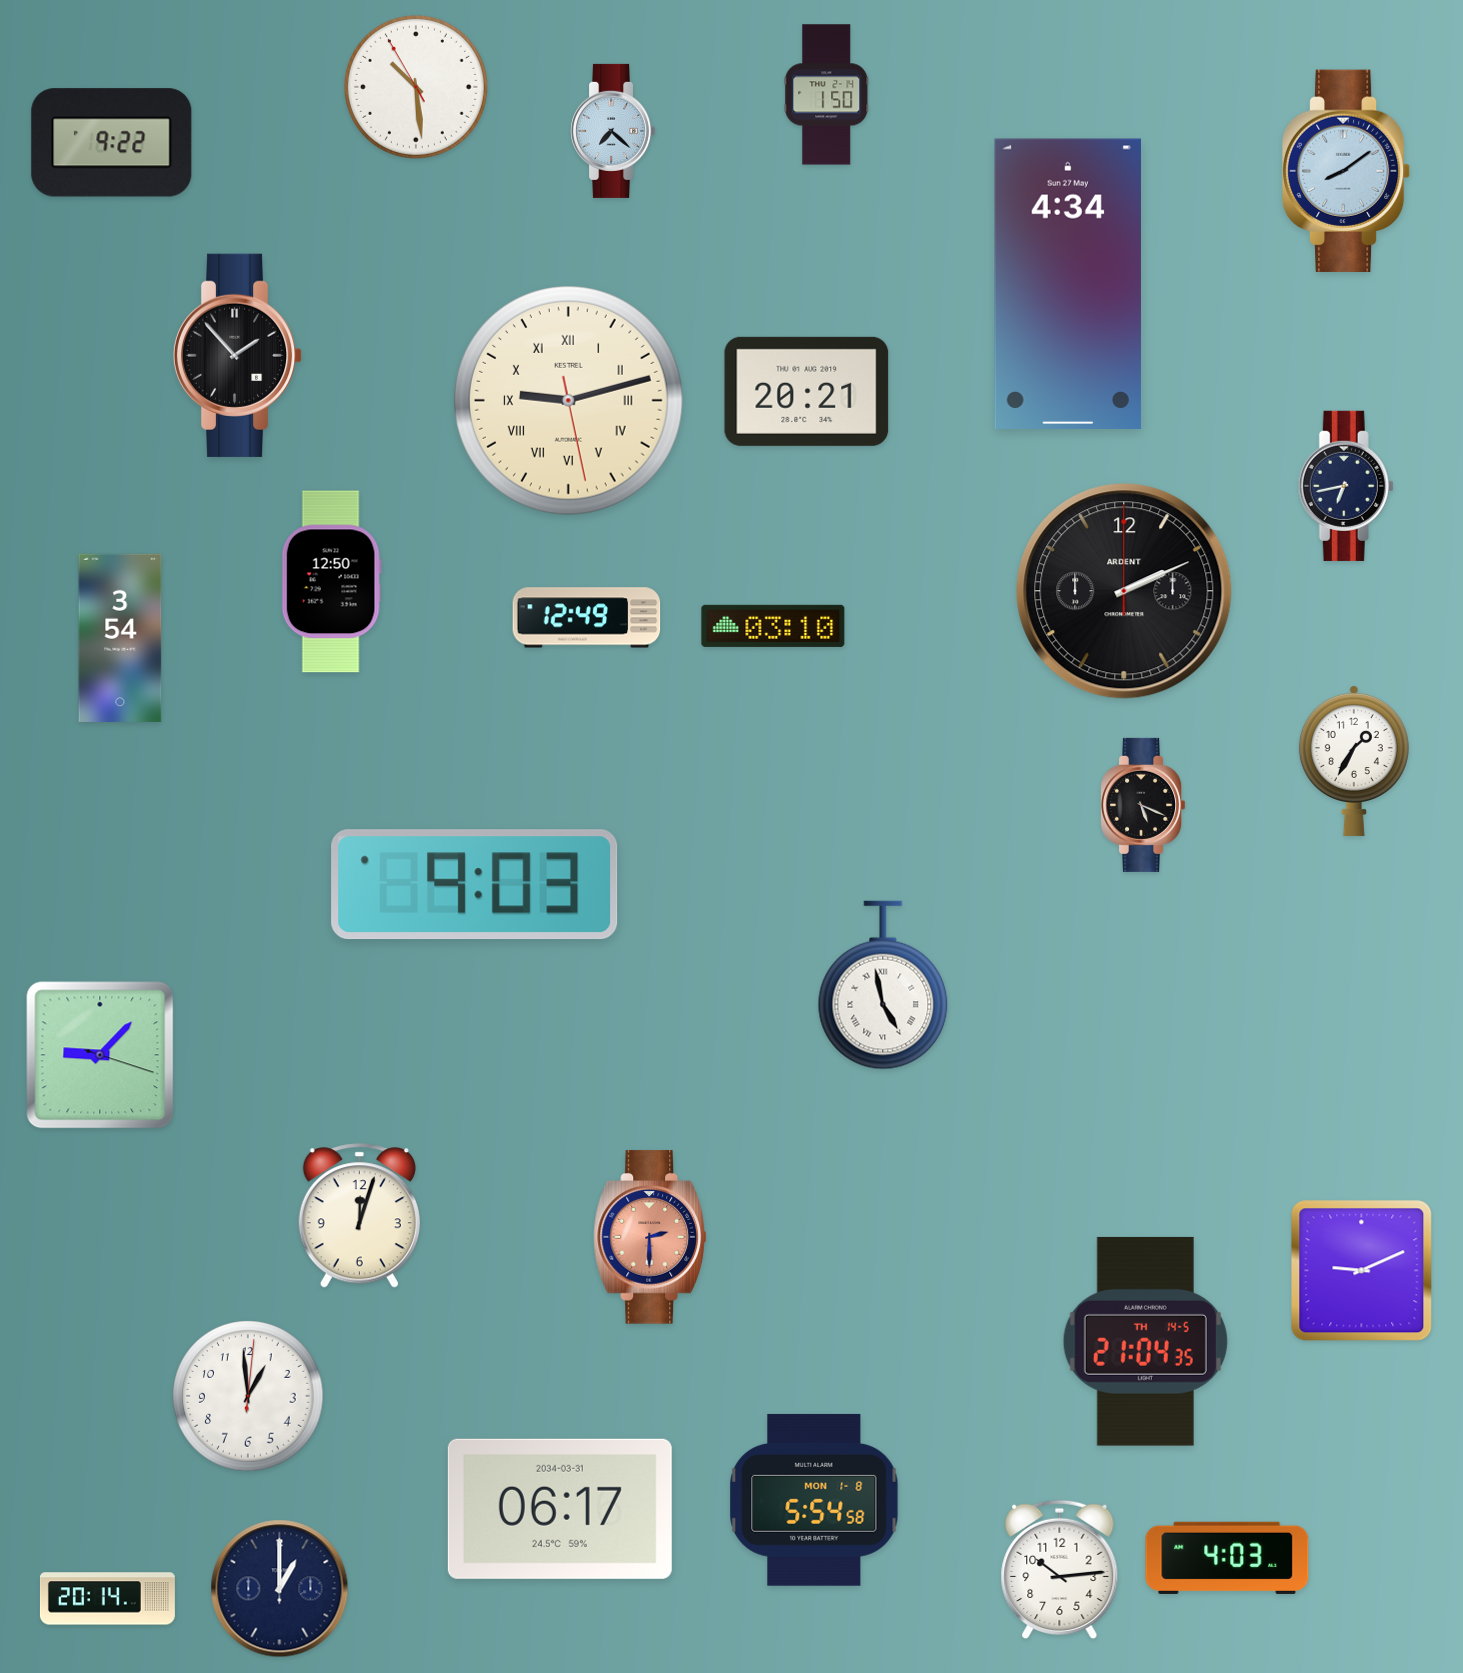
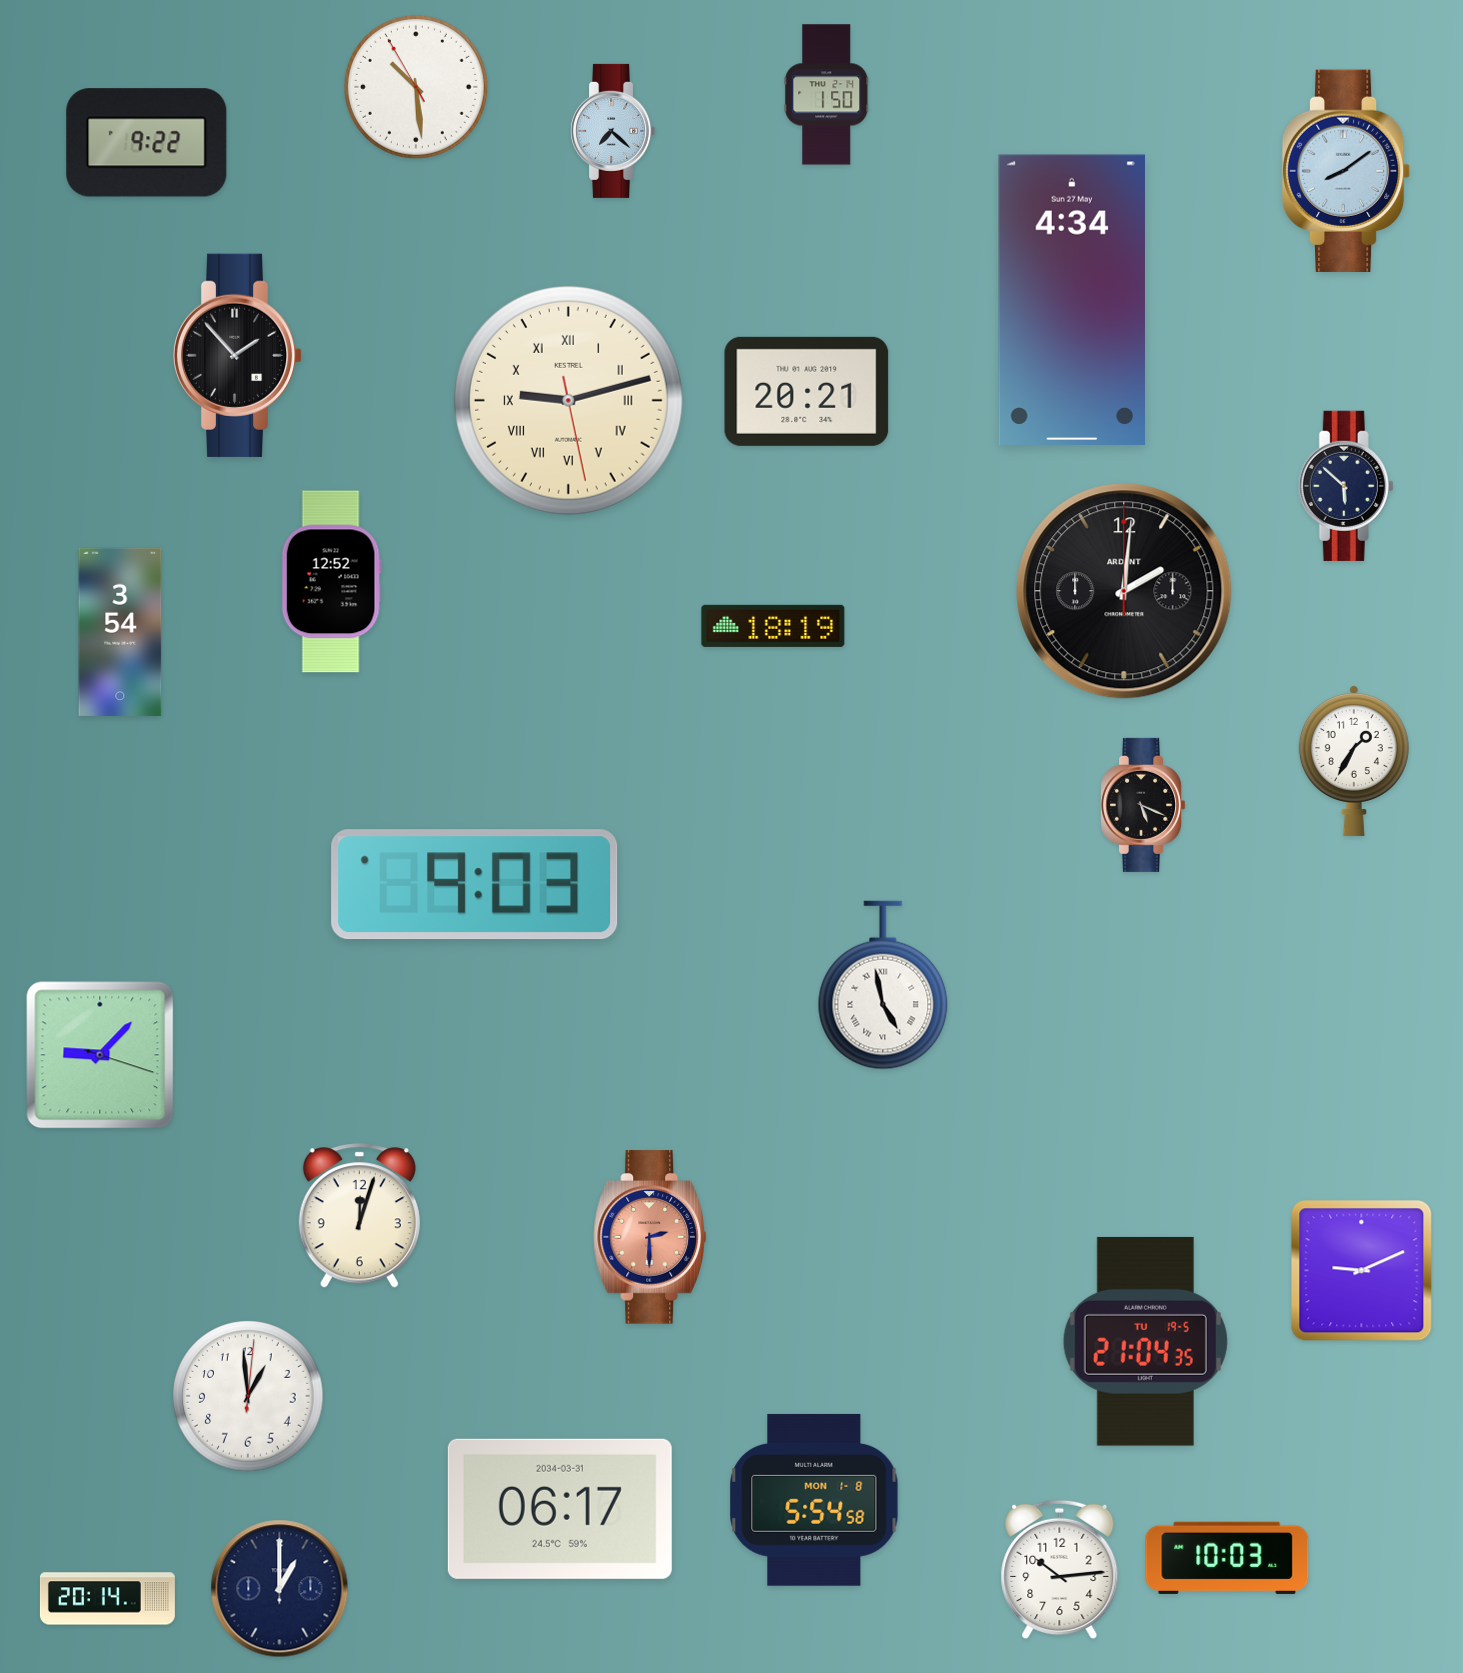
clock at (112, 143) position: (112, 143) -> (147, 143)
clock at (1067, 283) position: (1067, 283) -> (1071, 299)
clock at (1346, 486): 6:43 -> 5:52
clock at (331, 582): 12:50 -> 12:52
clock at (1124, 591): 2:11 -> 2:01
clock at (587, 618): 12:49 -> none
clock at (773, 626): 03:10 -> 18:19
clock at (120, 638) position: (120, 638) -> (120, 632)
clock at (1145, 1341) date: TH 14-5 -> TU 19-5
clock at (1227, 1558): 4:03 -> 10:03
